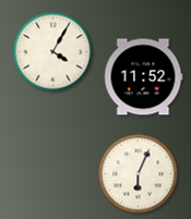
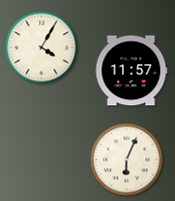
clock at (53, 52) position: (53, 52) -> (42, 48)
clock at (143, 77): 11:52 -> 11:57
